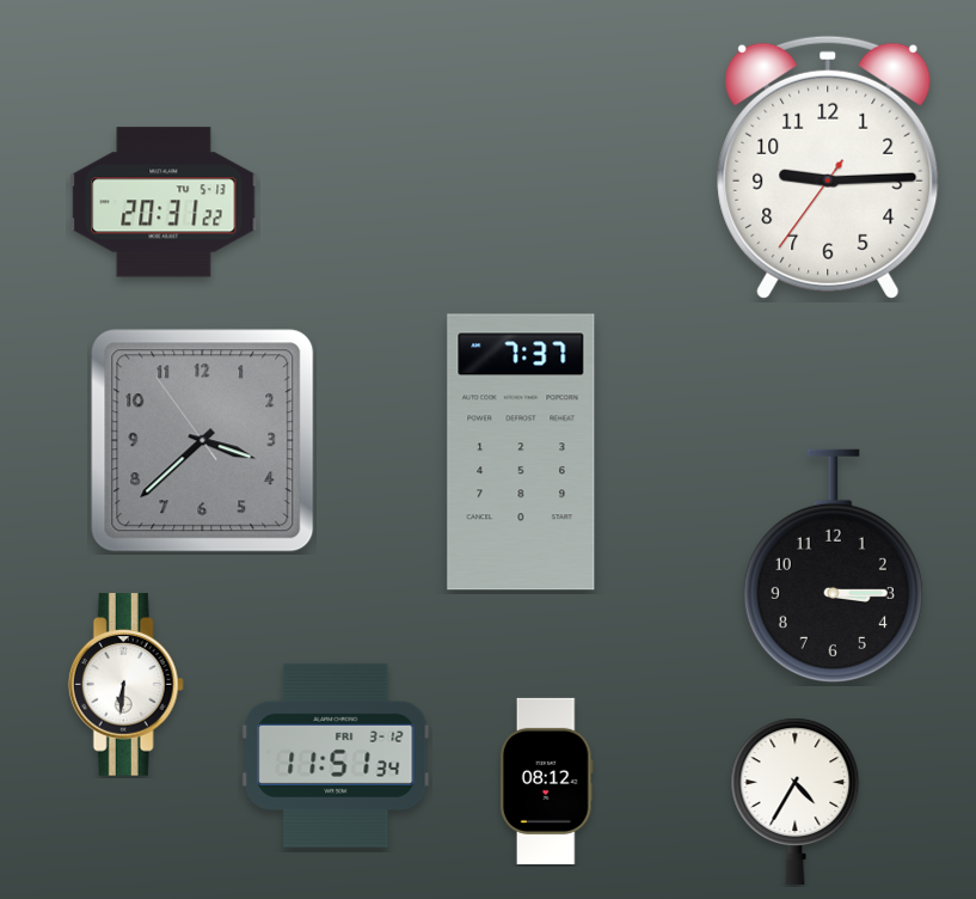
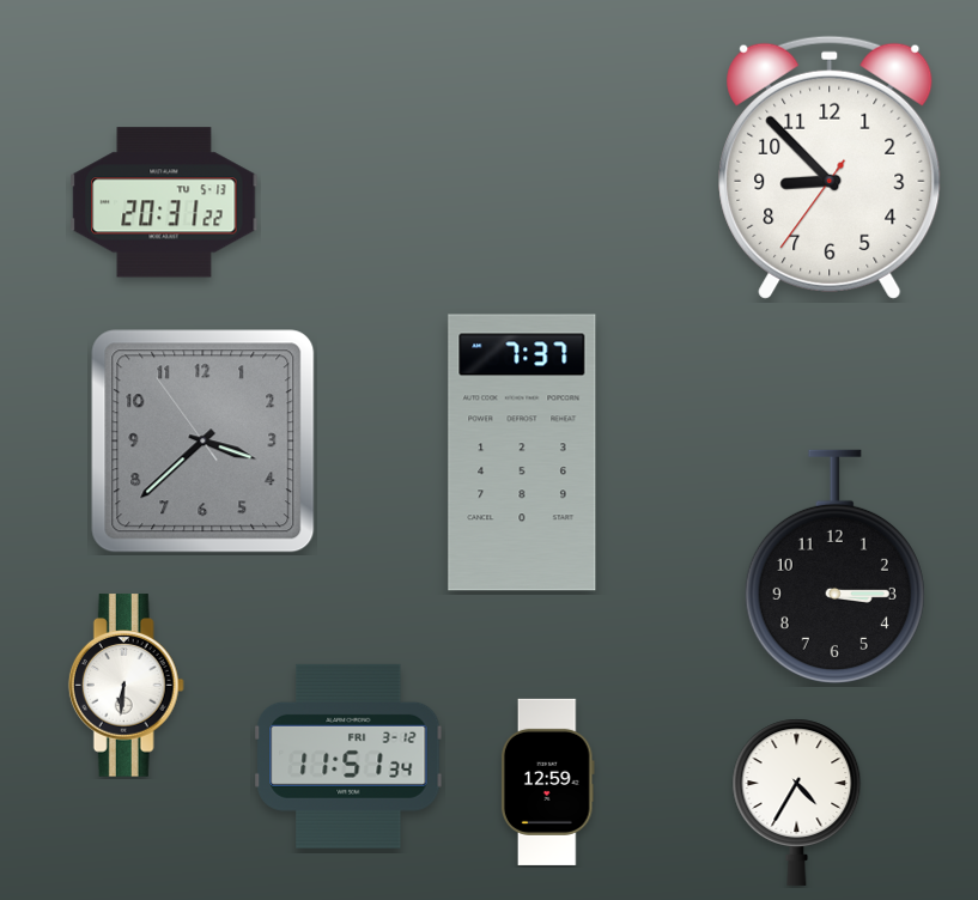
clock at (828, 167): 9:14 -> 8:52
clock at (336, 756) position: (336, 756) -> (348, 756)
clock at (546, 781): 08:12 -> 12:59
